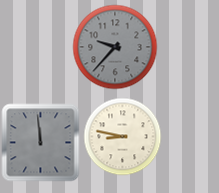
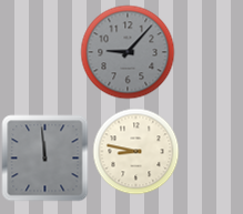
clock at (115, 47): 9:37 -> 9:07
